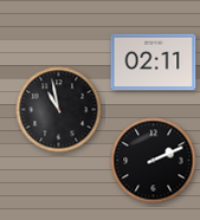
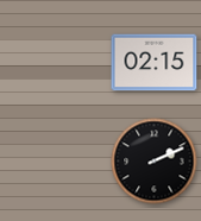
clock at (154, 63): 02:11 -> 02:15
clock at (59, 110): 10:58 -> none
